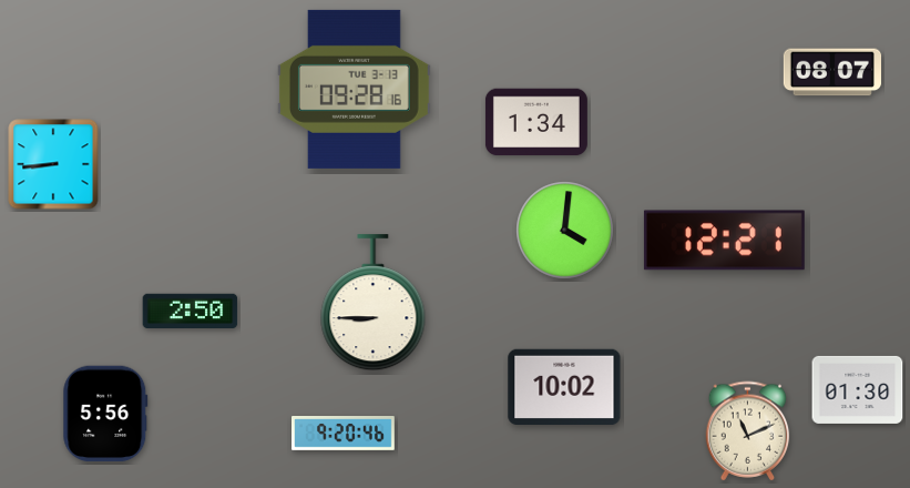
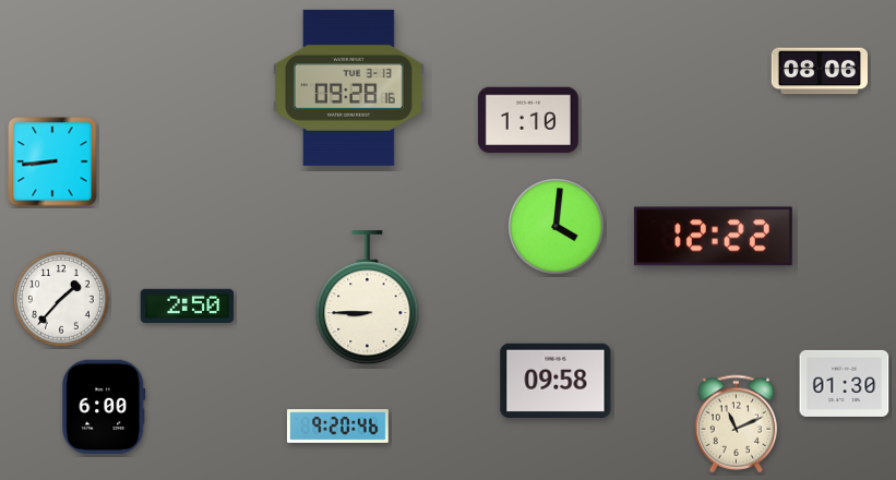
clock at (831, 72): 08:07 -> 08:06
clock at (536, 122): 1:34 -> 1:10
clock at (724, 241): 12:21 -> 12:22
clock at (61, 299): none -> 1:37
clock at (564, 386): 10:02 -> 09:58
clock at (105, 414): 5:56 -> 6:00
